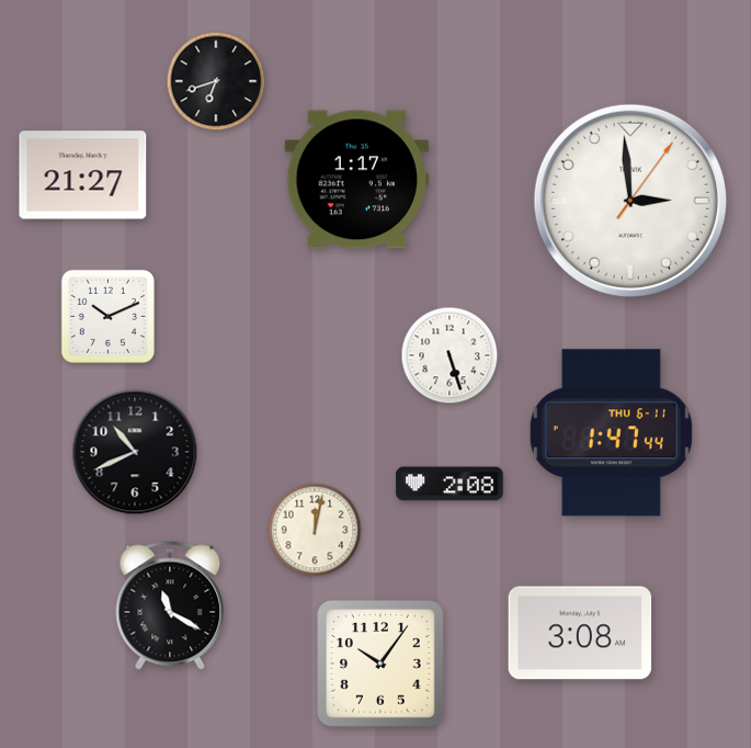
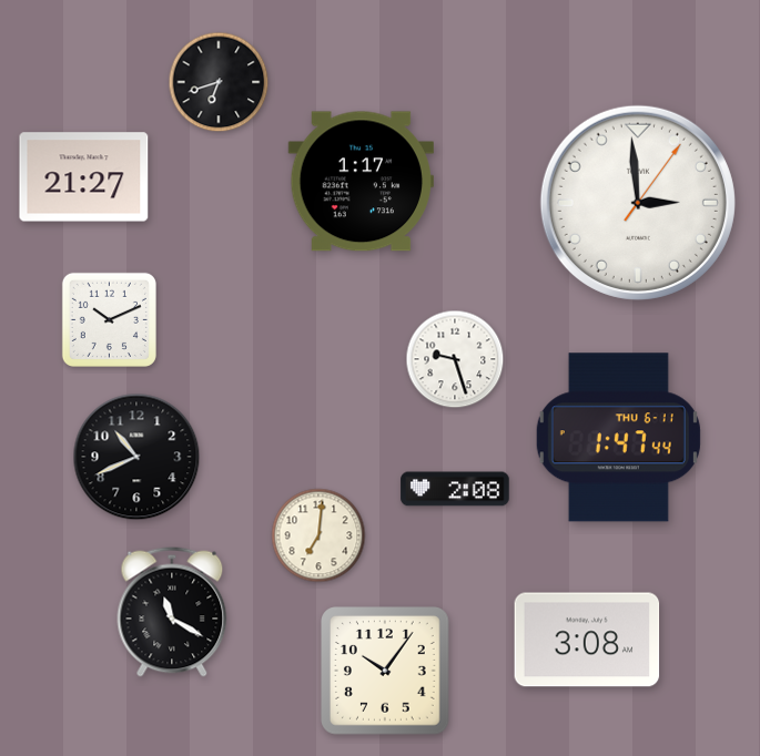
clock at (450, 355): 5:27 -> 9:27
clock at (315, 530): 12:02 -> 7:01
